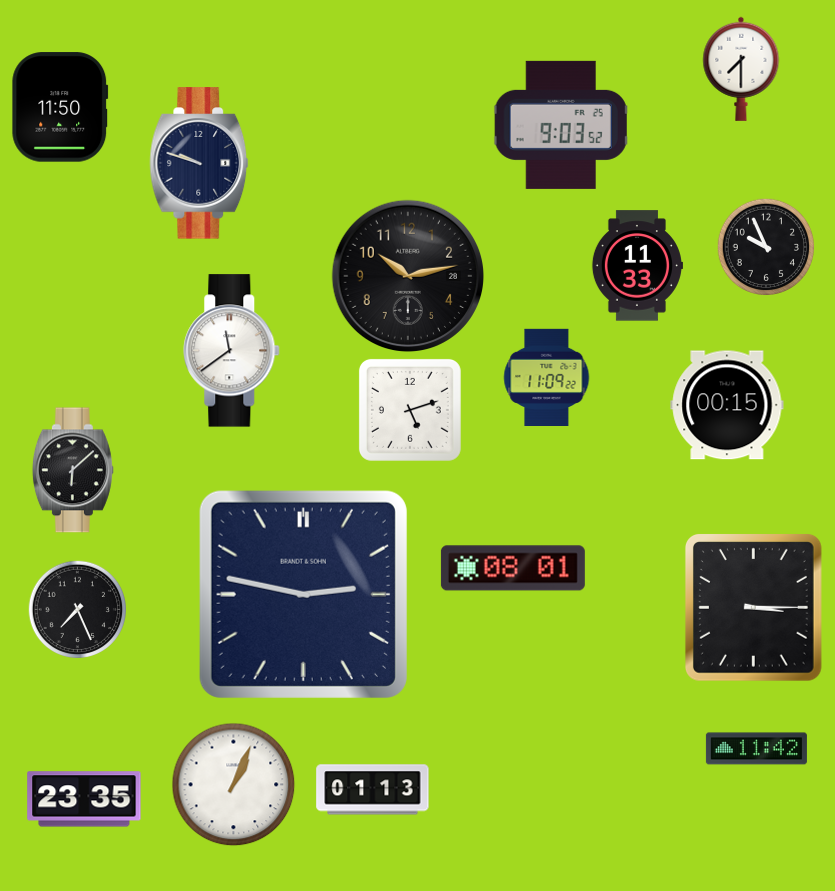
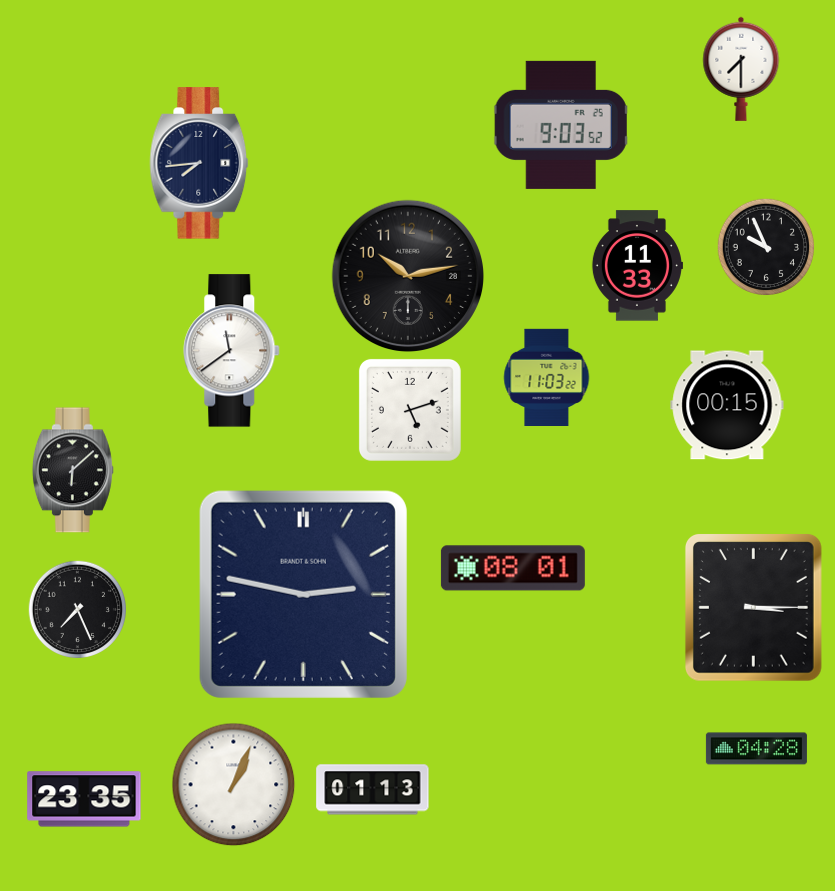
clock at (60, 107): 11:50 -> none
clock at (199, 163): 9:48 -> 7:44
clock at (547, 377): 11:09 -> 11:03
clock at (756, 749): 11:42 -> 04:28
